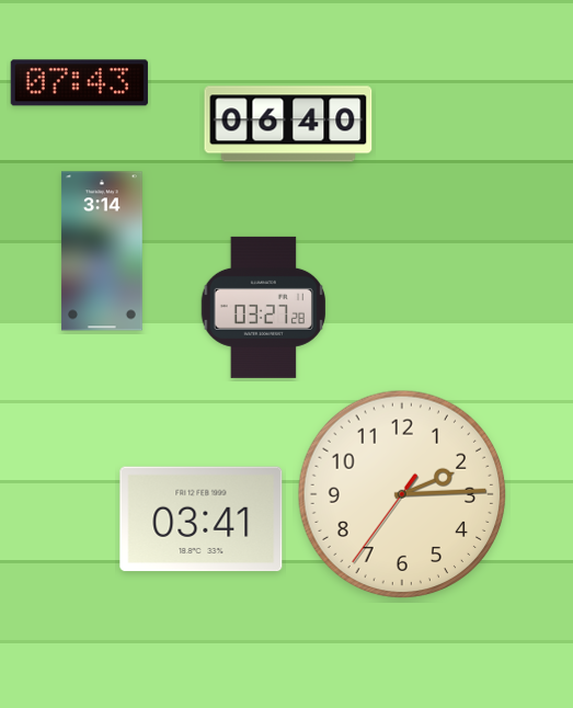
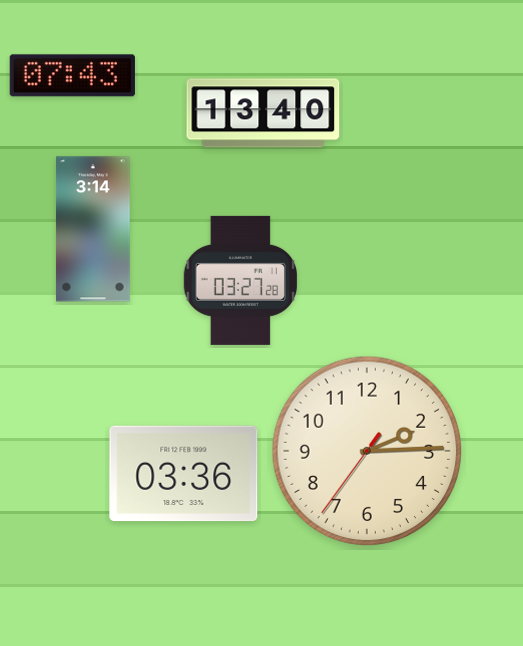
clock at (288, 124): 06:40 -> 13:40
clock at (202, 519): 03:41 -> 03:36
